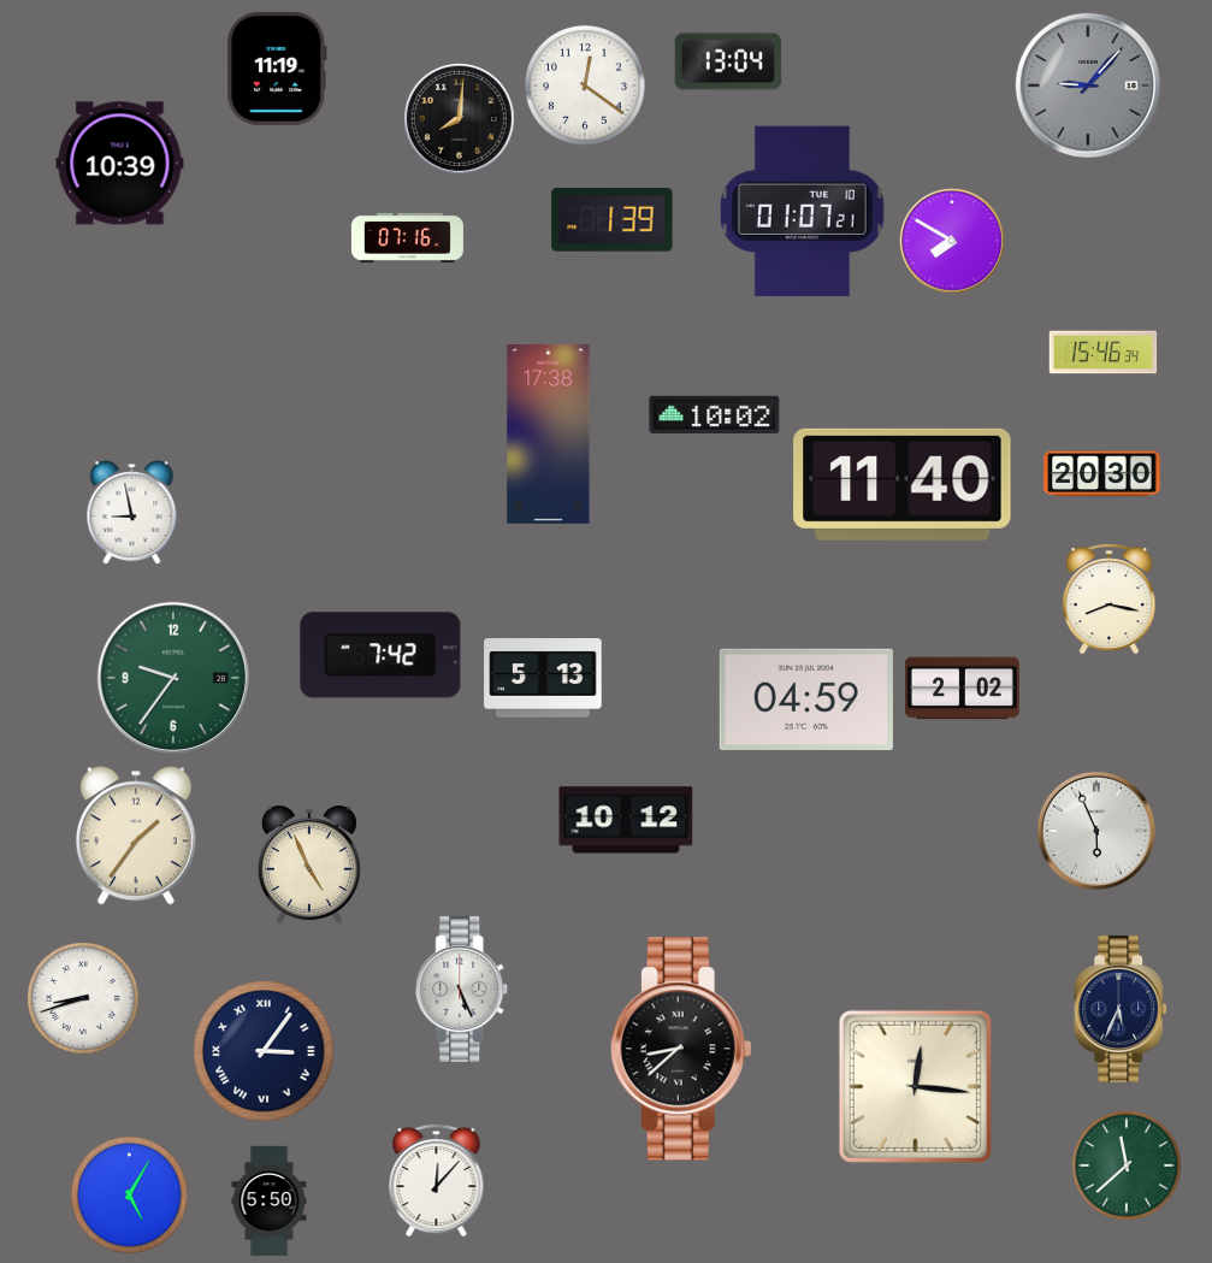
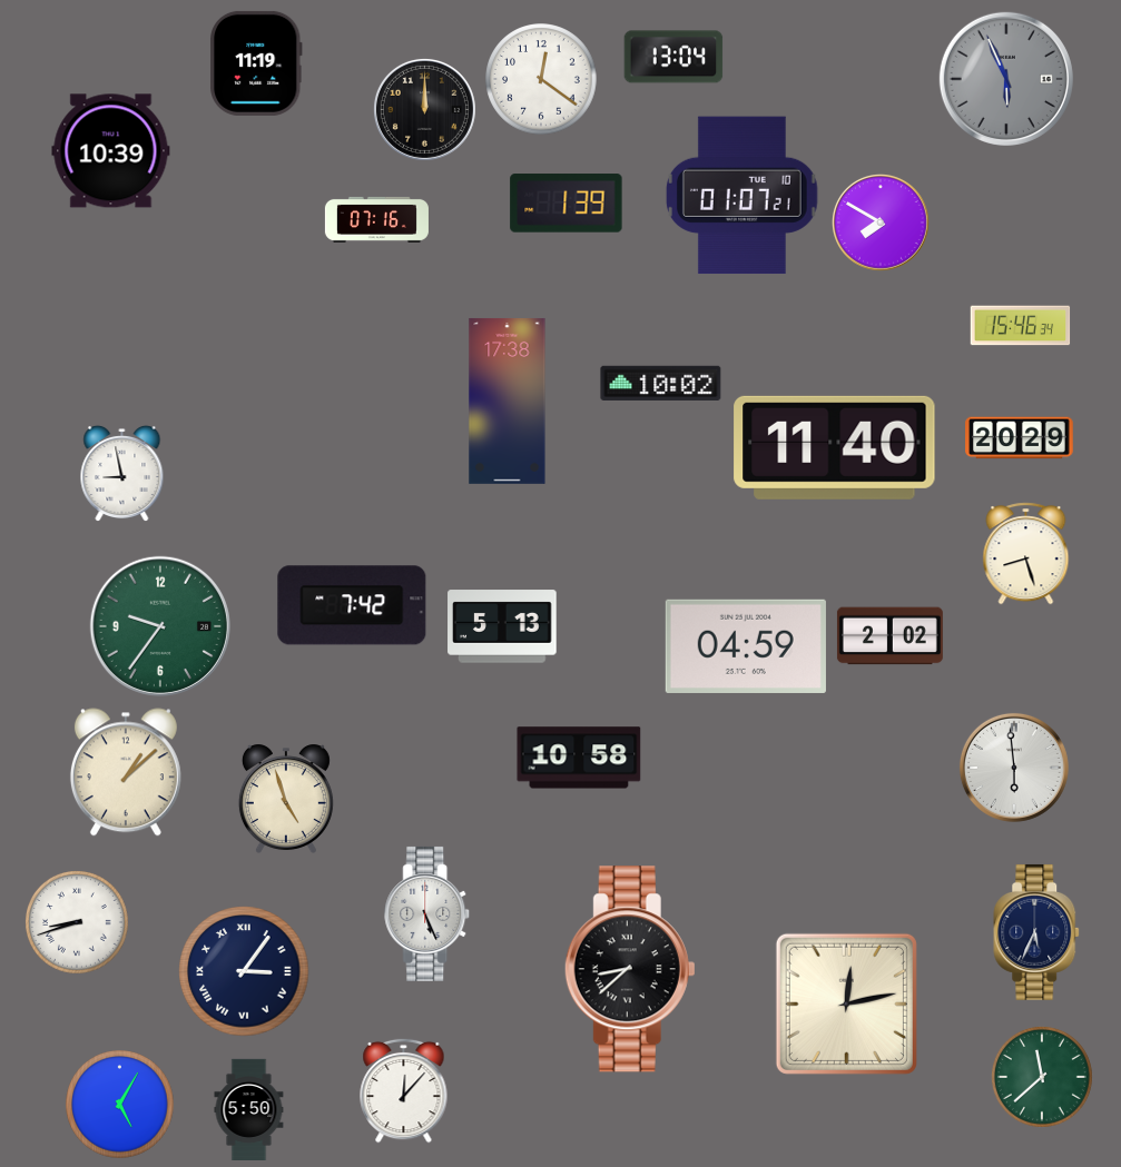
clock at (1088, 85): 9:07 -> 5:56
clock at (459, 118): 8:01 -> 12:00
clock at (1102, 474): 20:30 -> 20:29
clock at (1110, 600): 8:17 -> 8:27
clock at (626, 820): 10:12 -> 10:58
clock at (1096, 831): 5:56 -> 5:59
clock at (136, 836): 1:36 -> 1:08
clock at (309, 864): 4:56 -> 4:57
clock at (915, 1086): 12:16 -> 12:13
